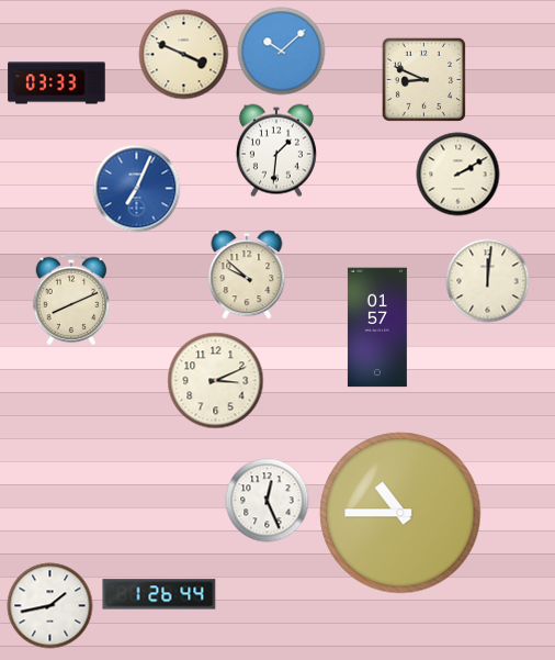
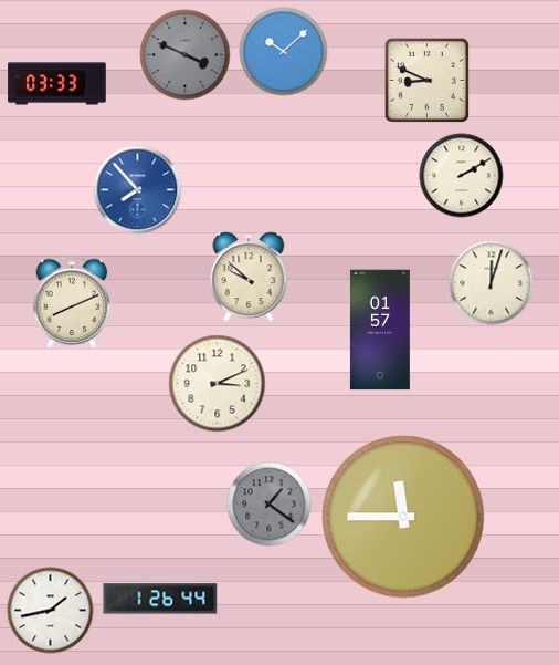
clock at (184, 55) dial: cream -> grey
clock at (276, 150): 1:31 -> none
clock at (137, 189): 7:04 -> 7:53
clock at (488, 281): 12:01 -> 12:03
clock at (268, 501): 12:26 -> 1:21
clock at (268, 501) dial: white -> grey
clock at (400, 513): 10:45 -> 11:45
